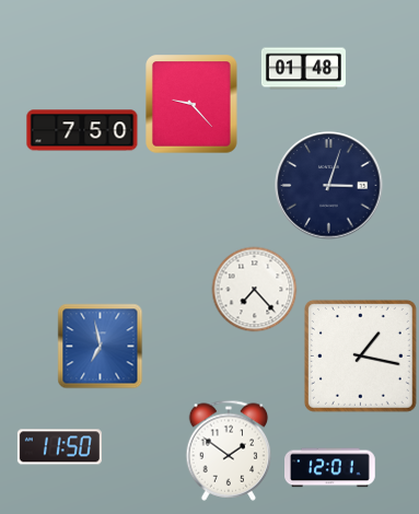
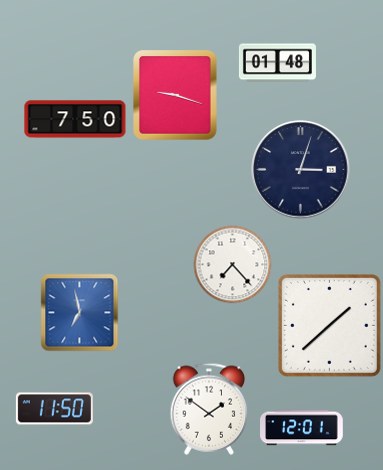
clock at (191, 104): 9:23 -> 9:18
clock at (100, 346) position: (100, 346) -> (79, 312)
clock at (360, 355): 1:17 -> 1:38
clock at (229, 451) position: (229, 451) -> (209, 409)
